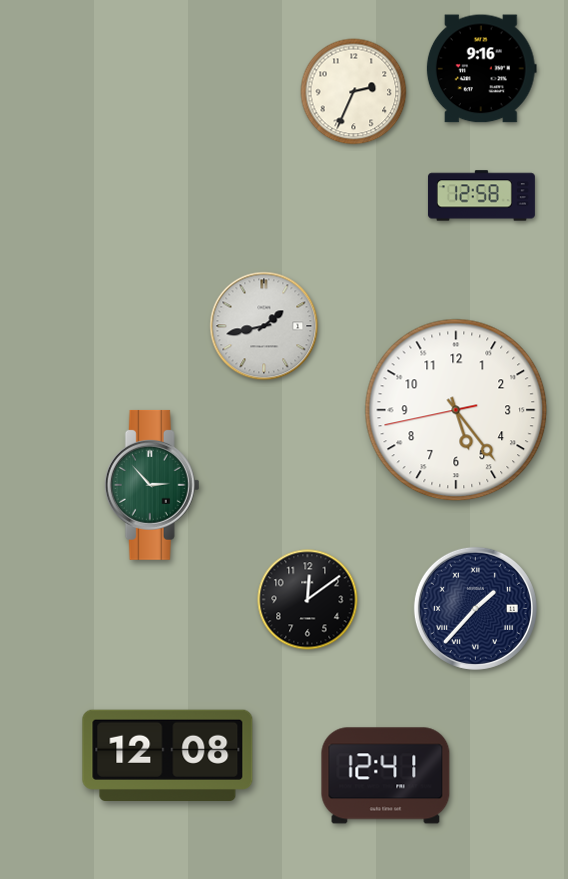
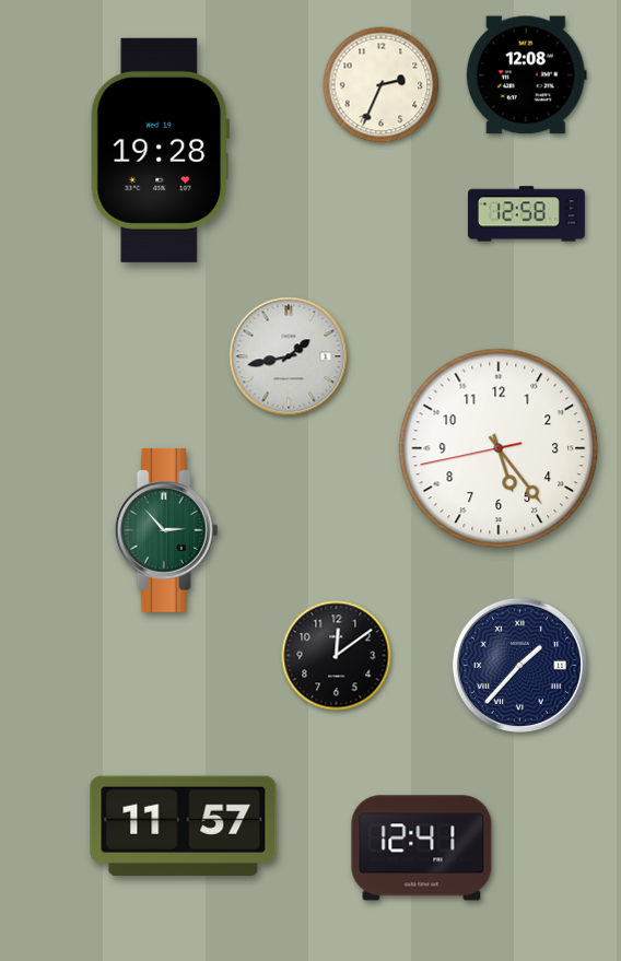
clock at (481, 69): 9:16 -> 12:08
clock at (354, 92) position: (354, 92) -> (382, 85)
clock at (161, 150): none -> 19:28
clock at (168, 755): 12:08 -> 11:57
